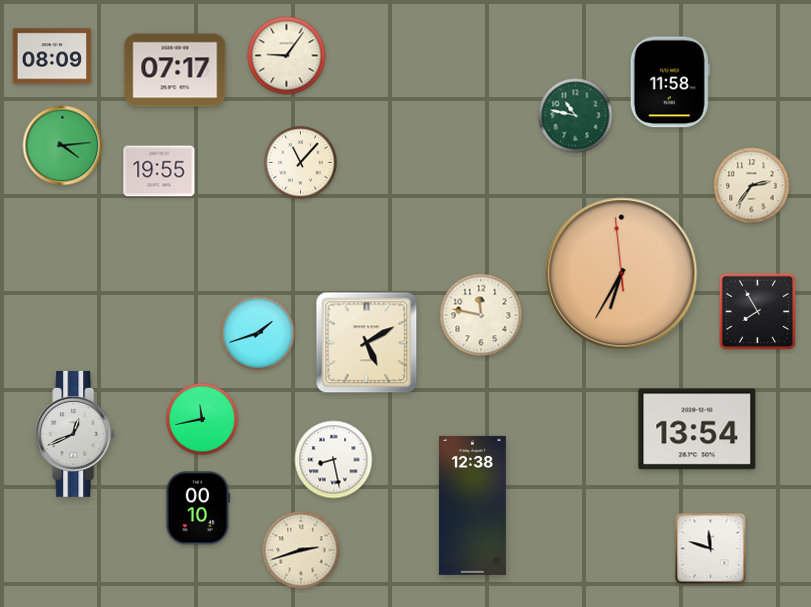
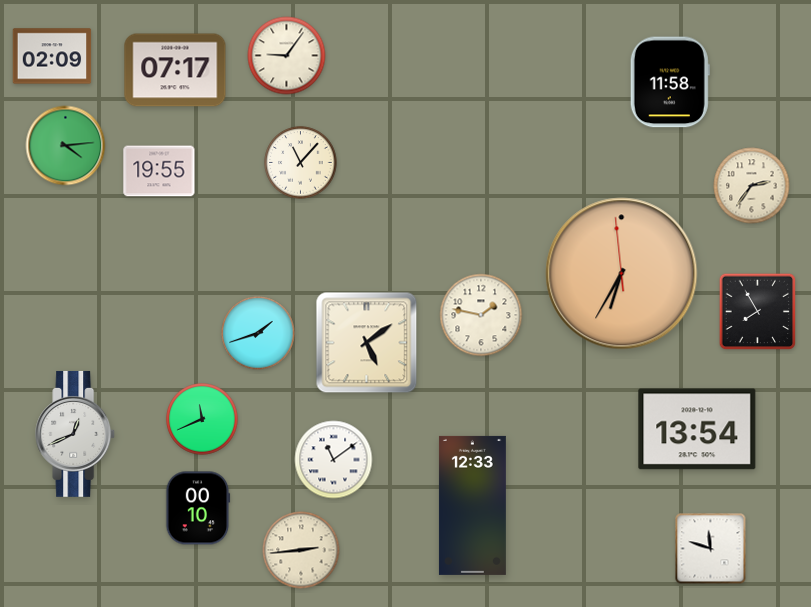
clock at (52, 56): 08:09 -> 02:09
clock at (576, 116): 10:47 -> none
clock at (63, 146) position: (63, 146) -> (66, 146)
clock at (481, 315): 11:47 -> 1:47
clock at (367, 343): 5:10 -> 5:09
clock at (202, 419): 11:43 -> 11:41
clock at (334, 460): 8:28 -> 11:09
clock at (472, 505): 12:38 -> 12:33
clock at (301, 550): 2:42 -> 2:44
